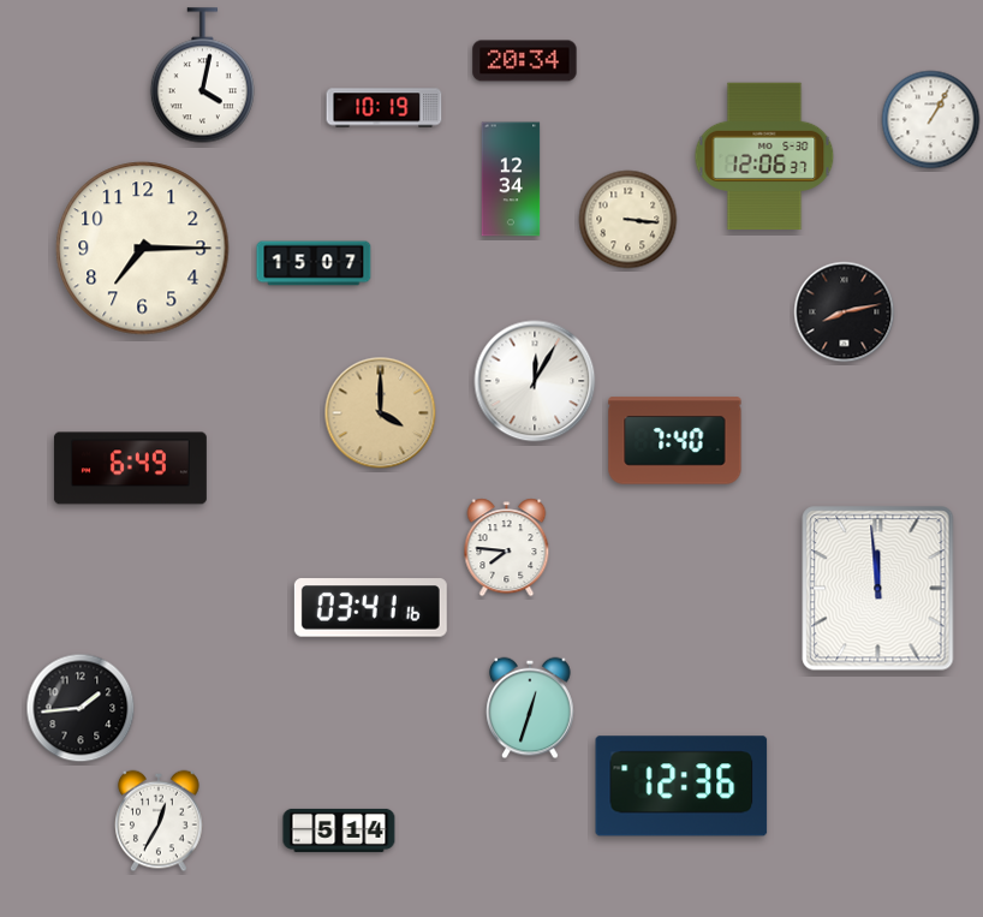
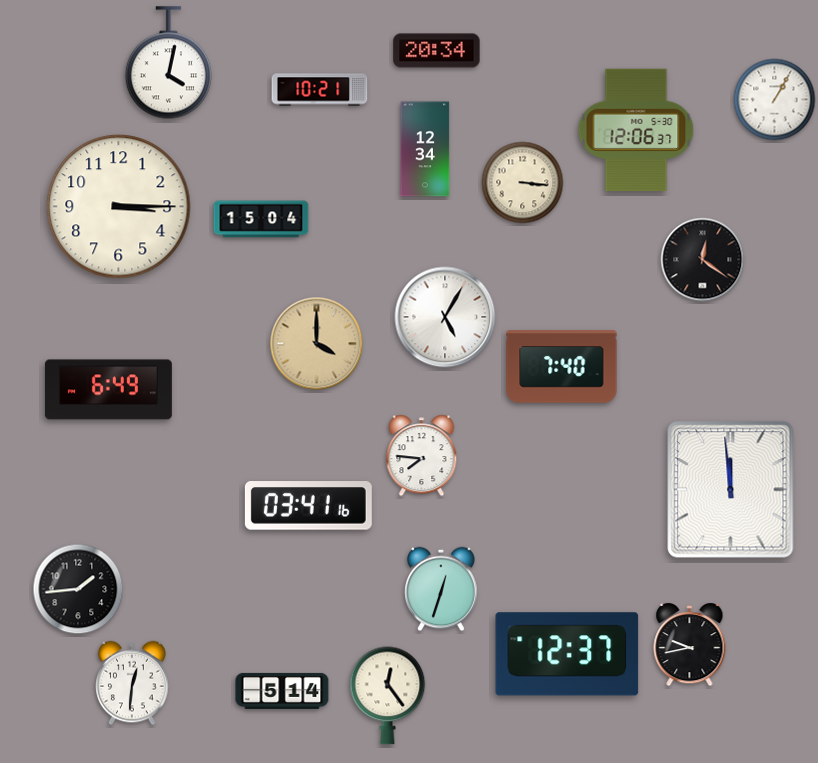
clock at (385, 108): 10:19 -> 10:21
clock at (143, 249): 7:15 -> 3:15
clock at (314, 263): 15:07 -> 15:04
clock at (845, 312): 8:13 -> 12:21
clock at (535, 381): 12:05 -> 5:05
clock at (81, 708) position: (81, 708) -> (78, 589)
clock at (690, 645): none -> 9:43
clock at (681, 786): 12:36 -> 12:37
clock at (159, 821): 12:35 -> 12:31
clock at (388, 696): none -> 12:24
